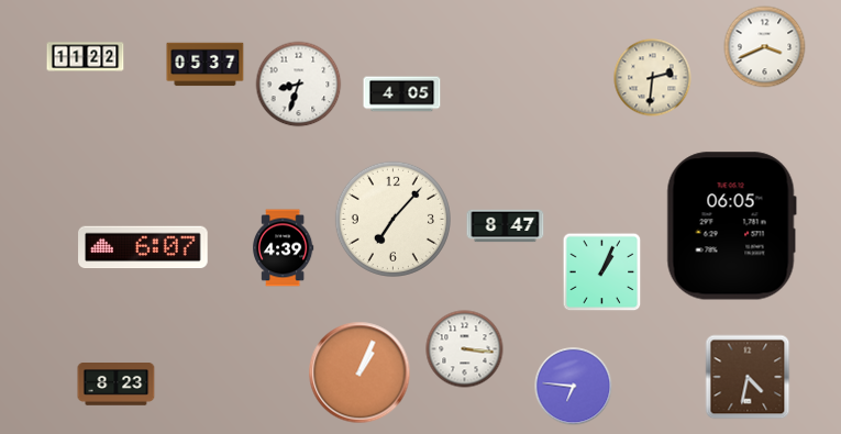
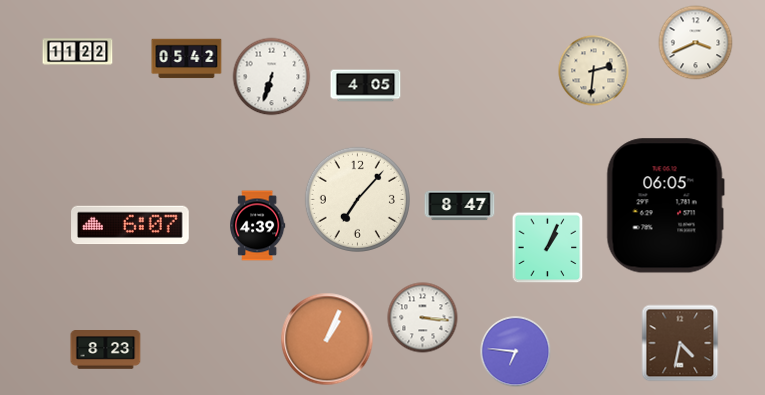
clock at (206, 65): 05:37 -> 05:42
clock at (299, 85): 8:33 -> 6:33
clock at (574, 387) position: (574, 387) -> (516, 352)
